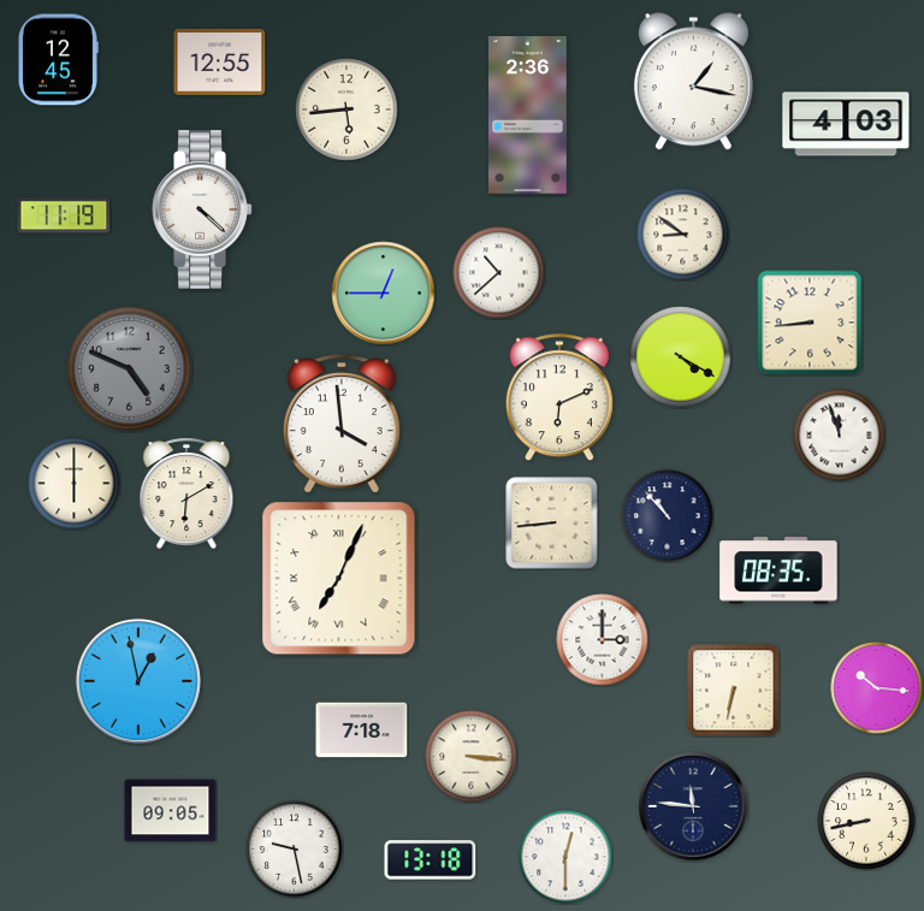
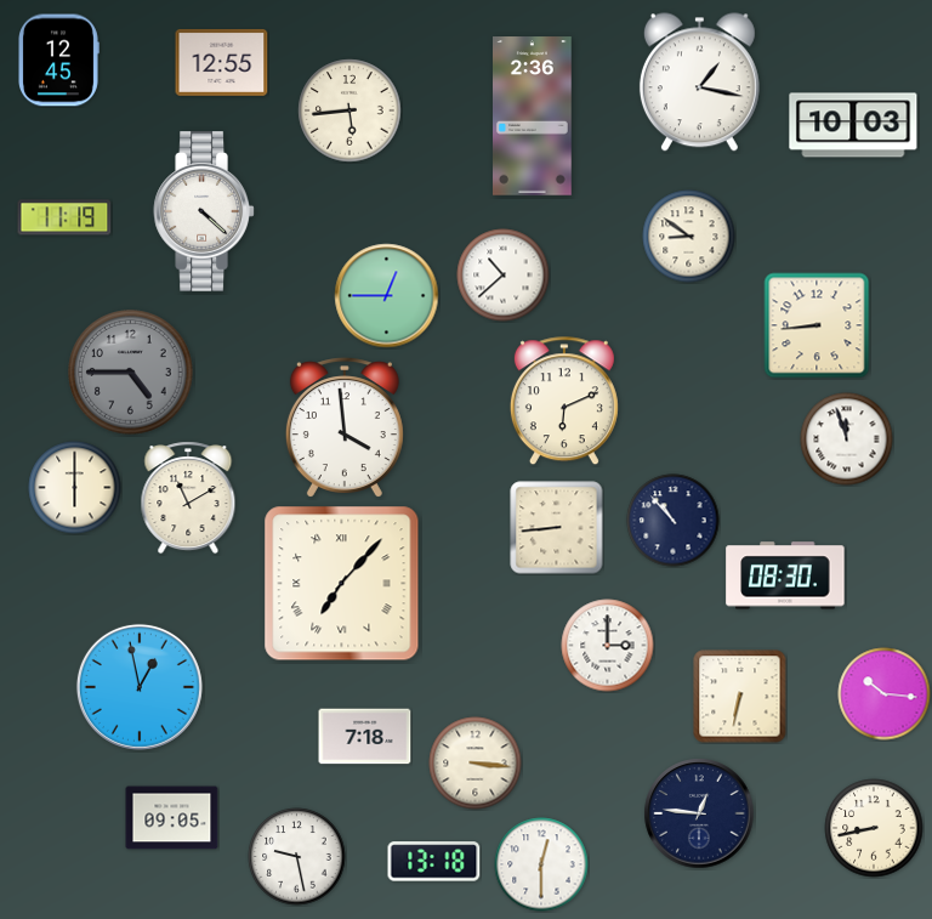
clock at (846, 124): 4:03 -> 10:03
clock at (681, 357): 4:20 -> none
clock at (130, 369): 4:49 -> 4:45
clock at (186, 493): 6:10 -> 11:10
clock at (778, 570): 08:35 -> 08:30
clock at (339, 579): 7:04 -> 7:07
clock at (693, 806): 11:46 -> 12:46
clock at (565, 857) position: (565, 857) -> (541, 864)
clock at (431, 860) position: (431, 860) -> (434, 862)
